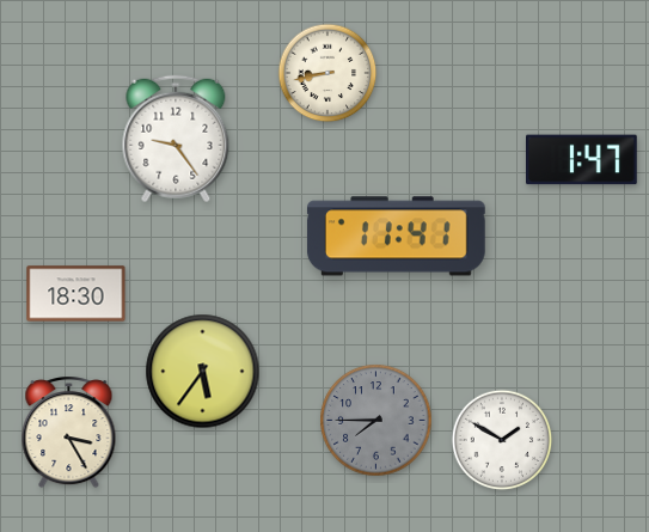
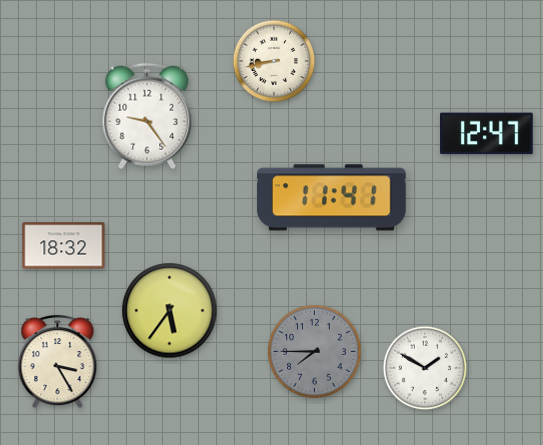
clock at (582, 160): 1:47 -> 12:47
clock at (76, 294): 18:30 -> 18:32
clock at (502, 440) position: (502, 440) -> (425, 368)
